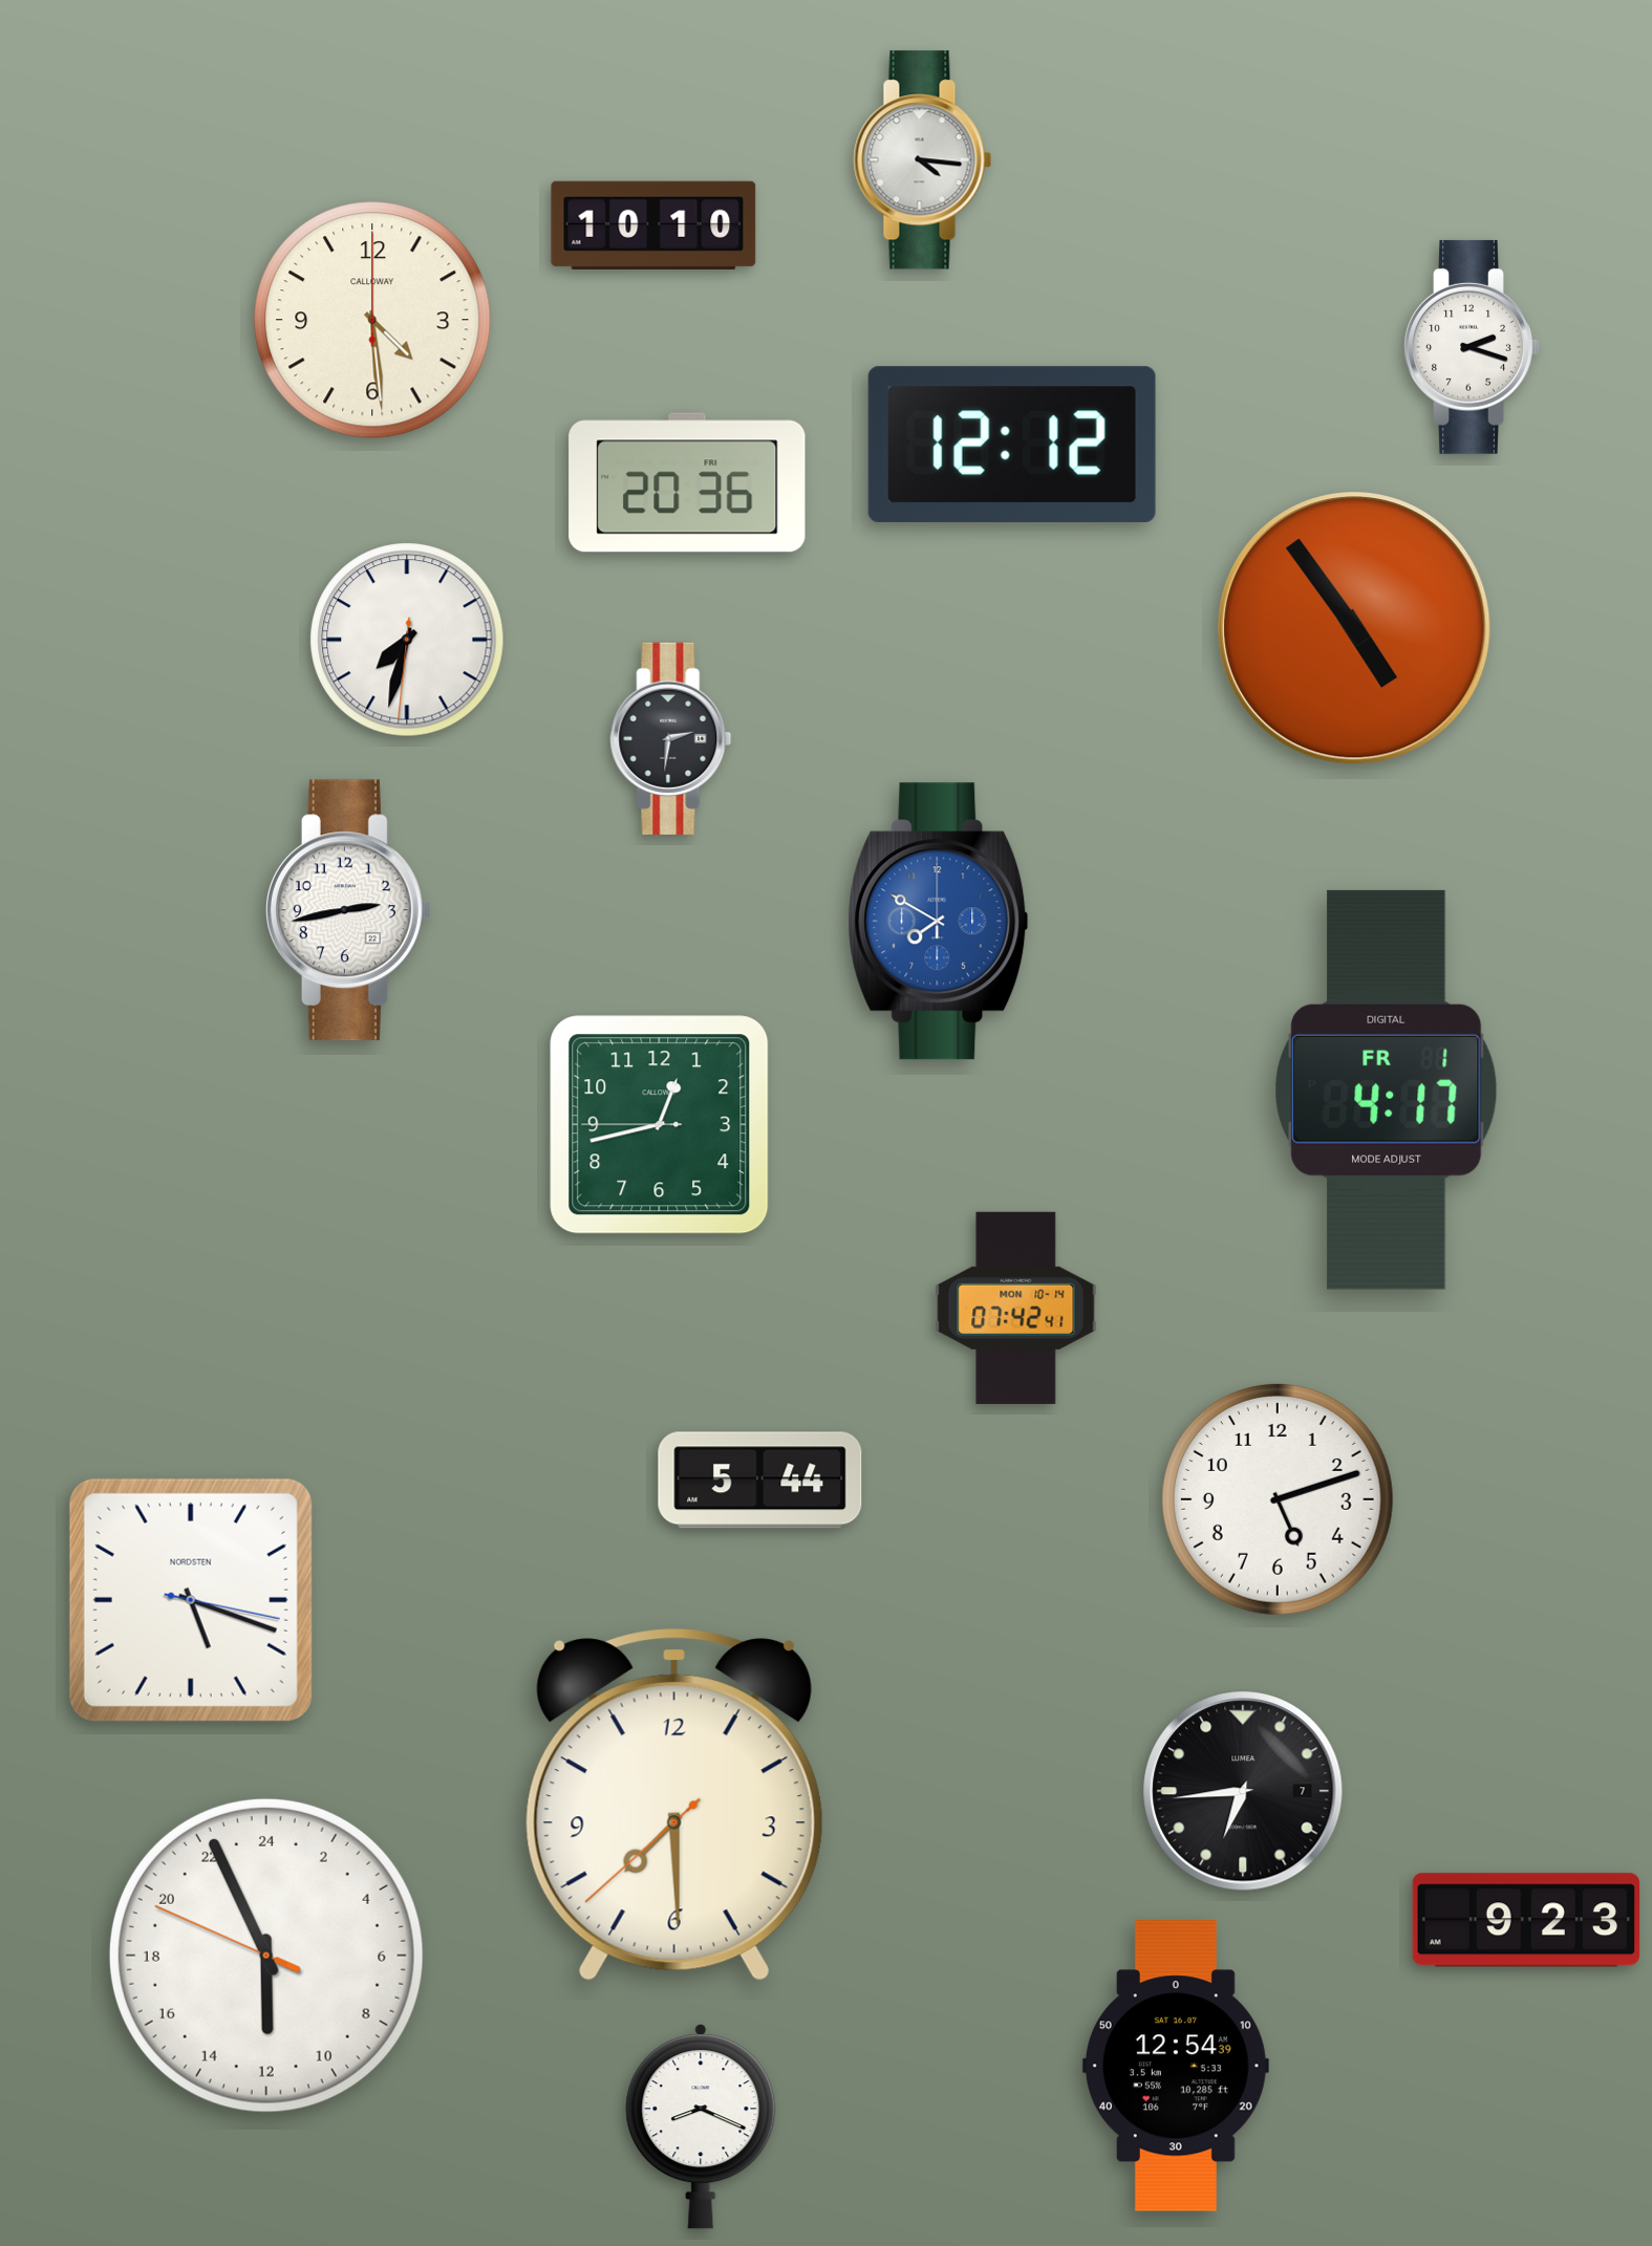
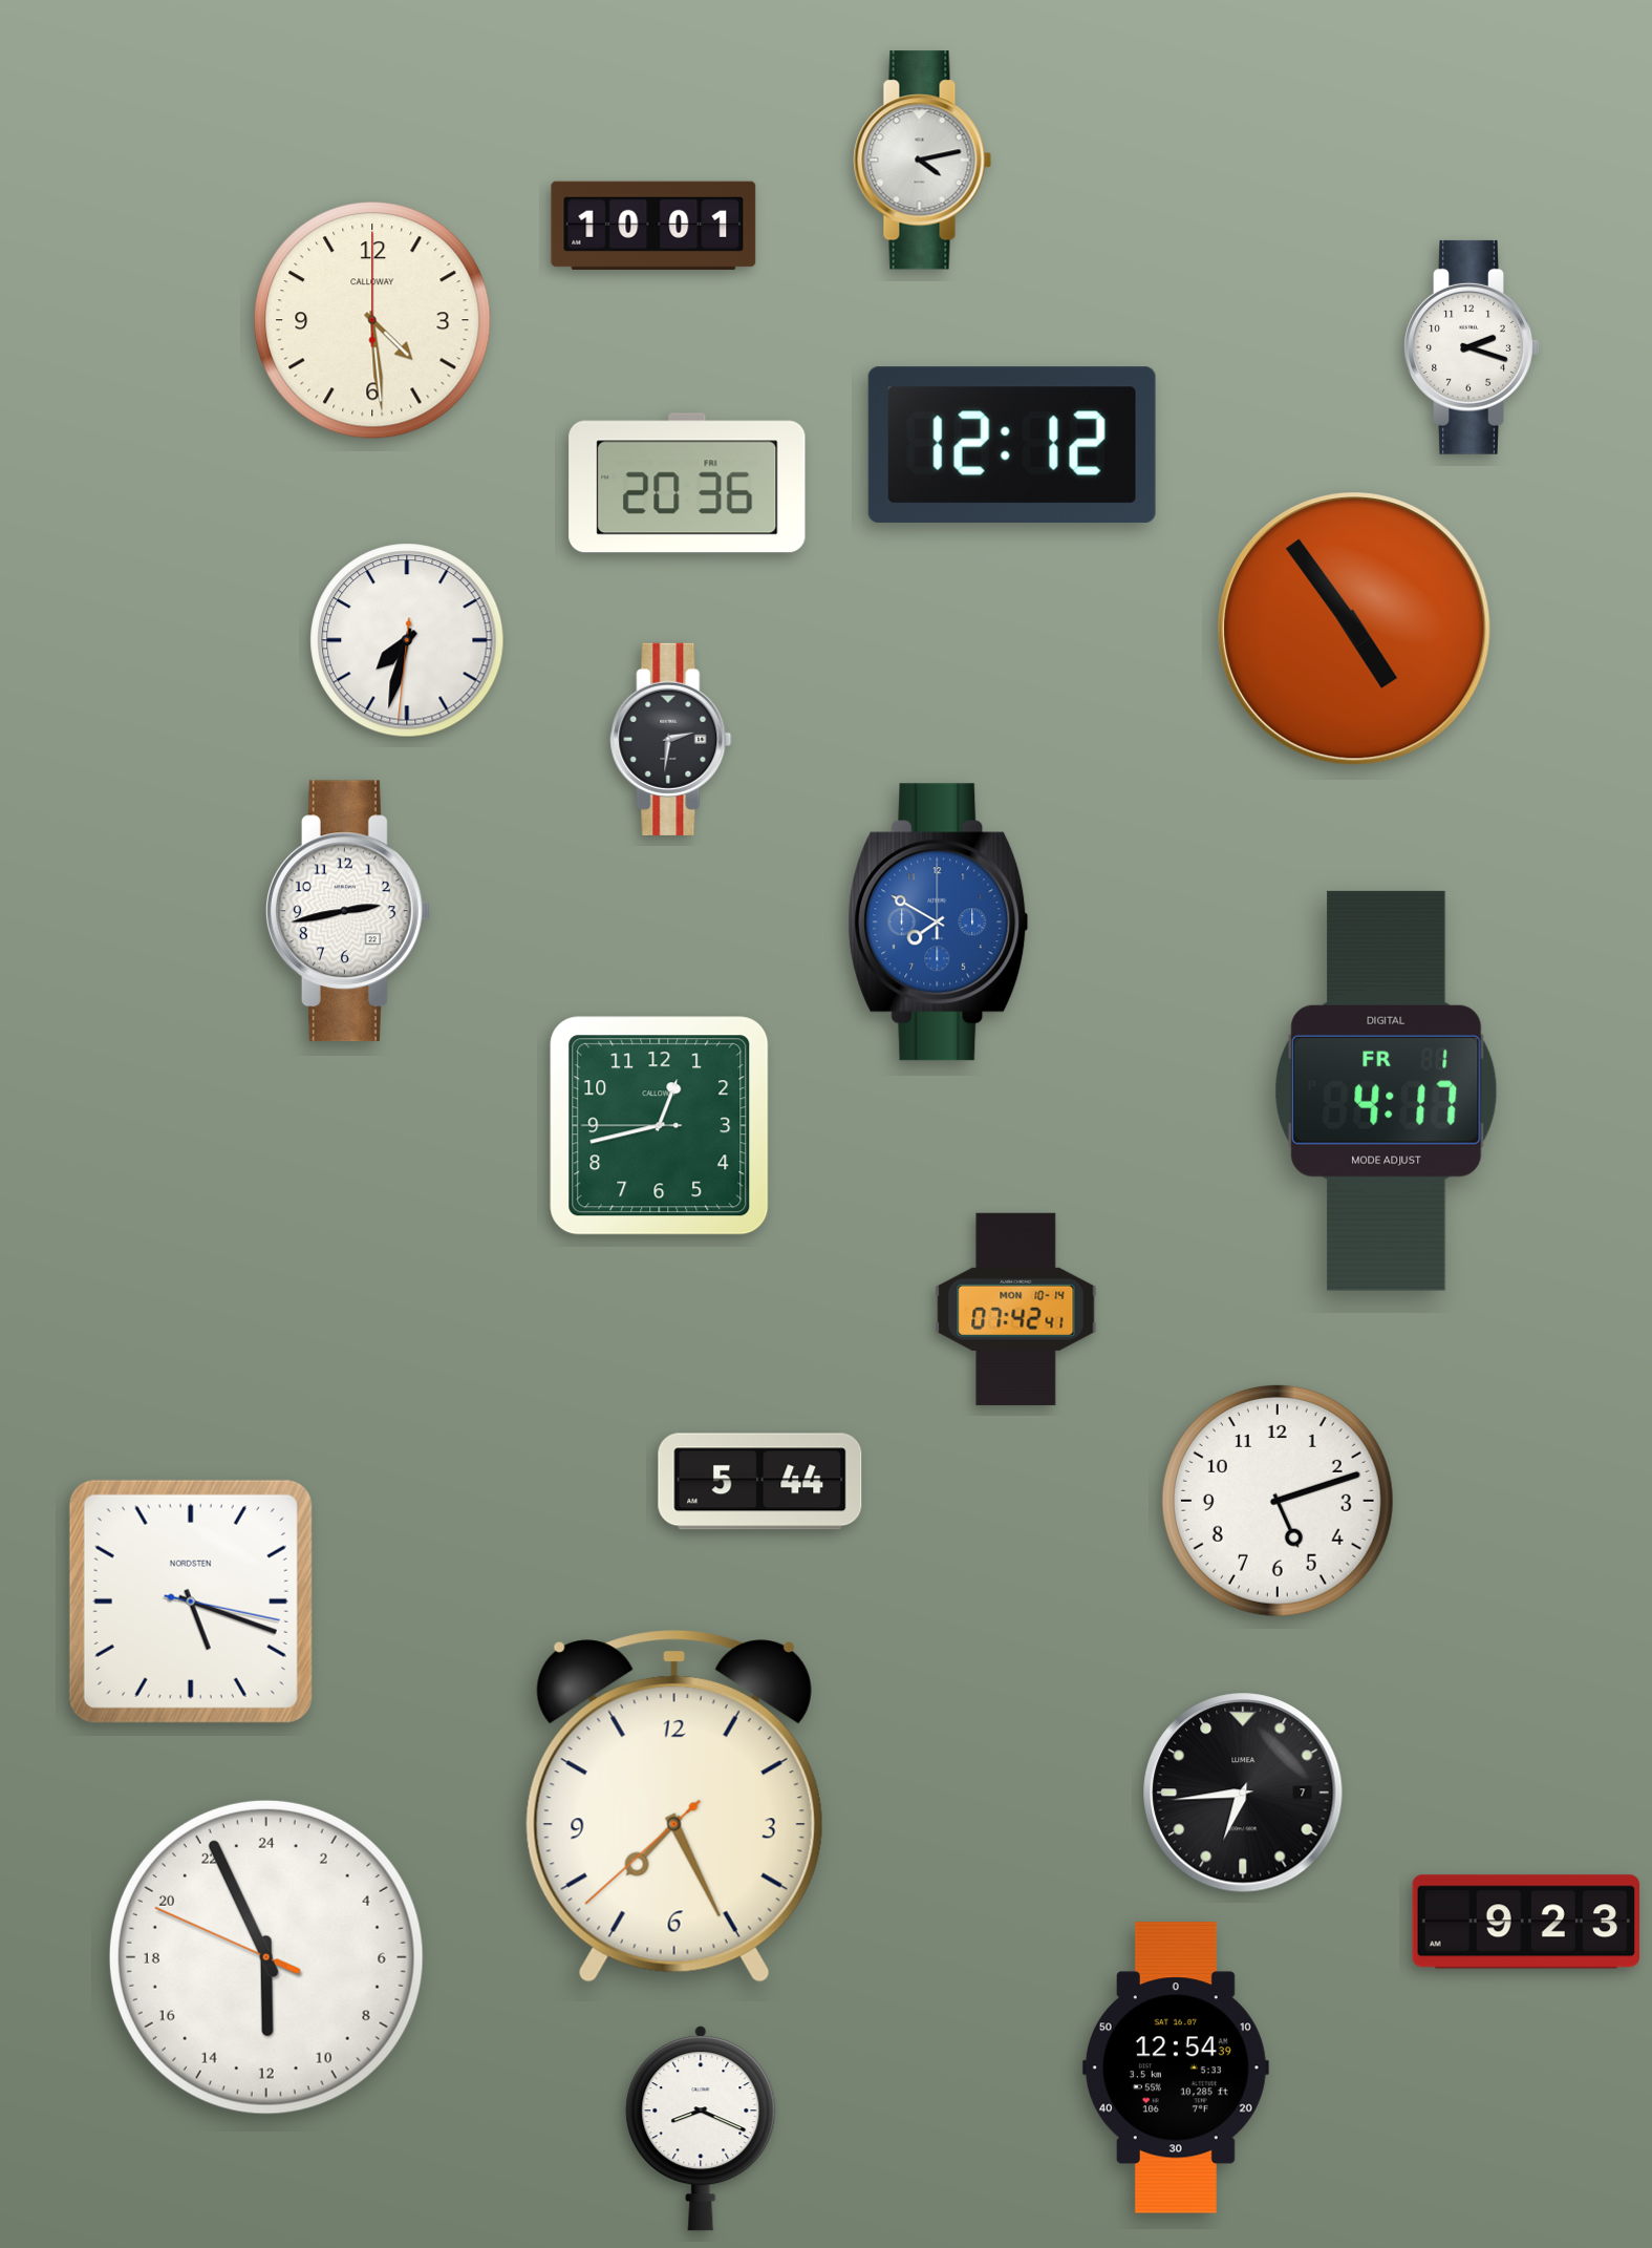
clock at (923, 160): 4:16 -> 4:13
clock at (653, 225): 10:10 -> 10:01
clock at (674, 1805): 7:29 -> 7:25
